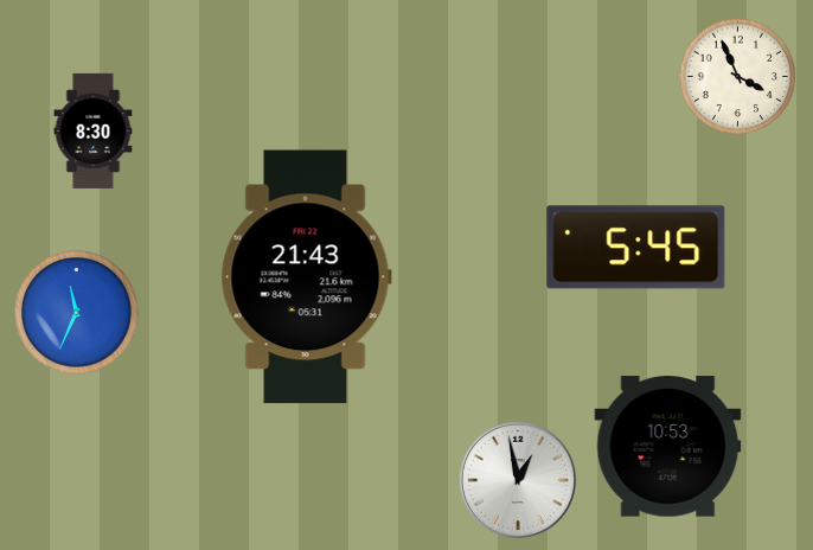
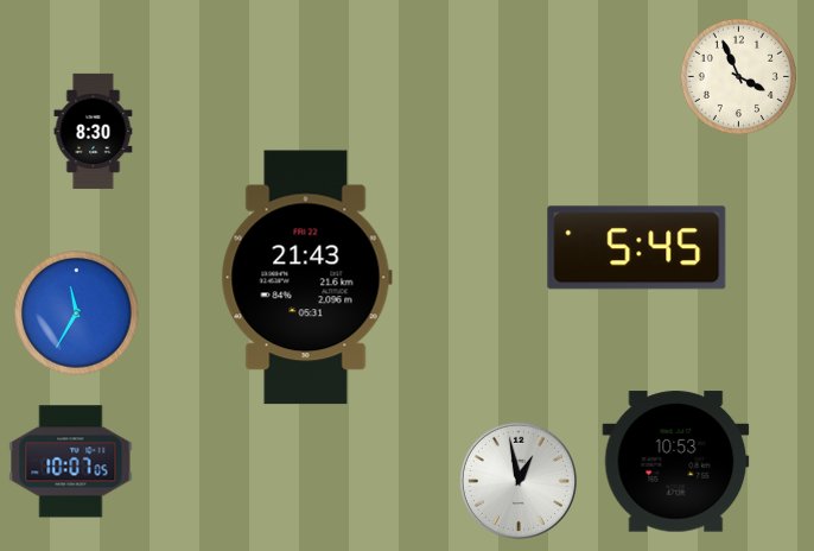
clock at (77, 313): 11:34 -> 11:35
clock at (668, 447) position: (668, 447) -> (676, 462)
clock at (71, 462): none -> 10:07
